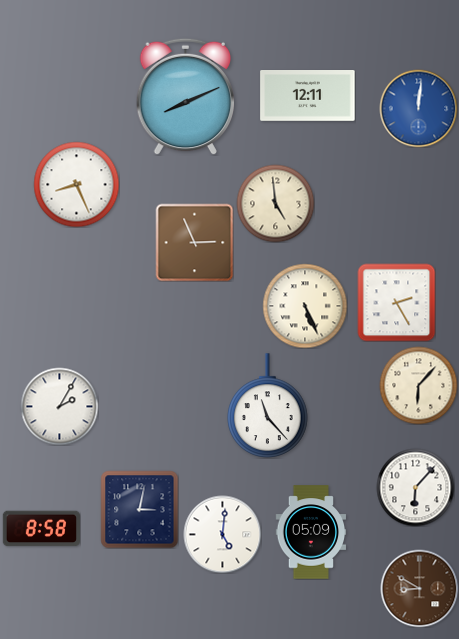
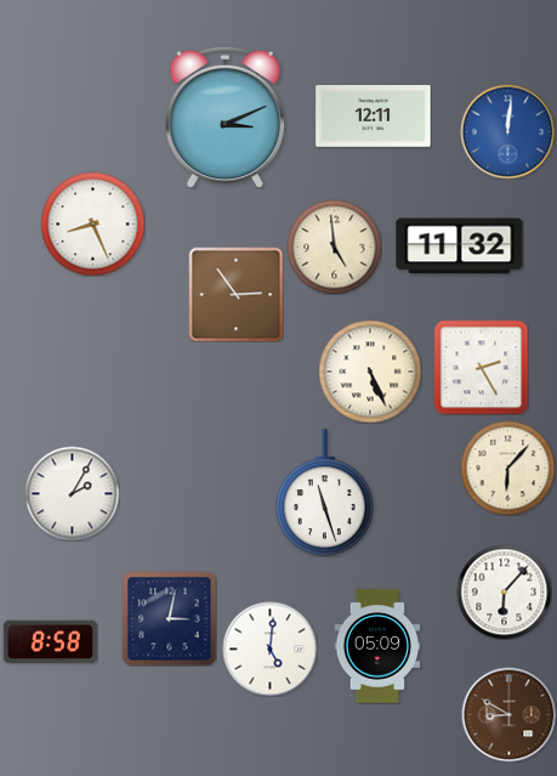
clock at (185, 96): 8:11 -> 3:11
clock at (460, 247): none -> 11:32
clock at (194, 242): 2:56 -> 2:54
clock at (268, 405): 11:23 -> 11:27
